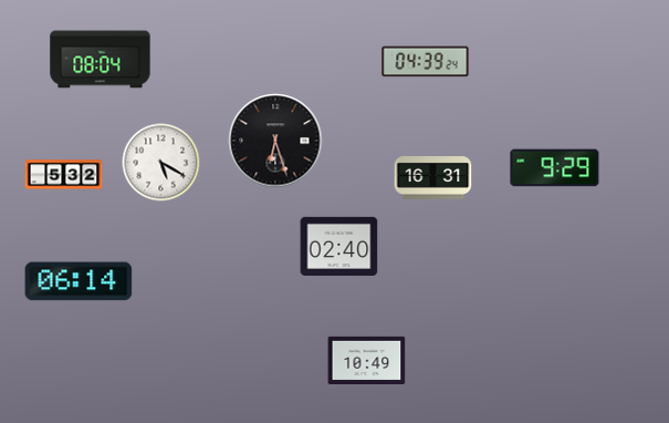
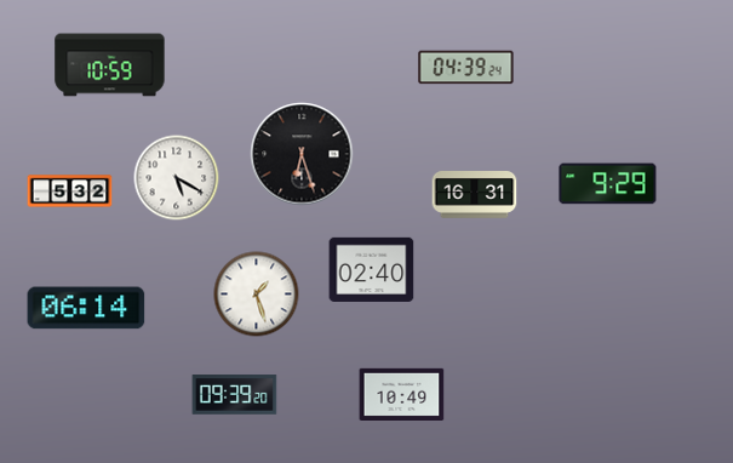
clock at (101, 60): 08:04 -> 10:59
clock at (257, 295): none -> 1:27
clock at (235, 395): none -> 09:39
